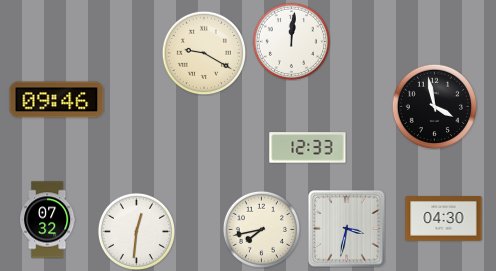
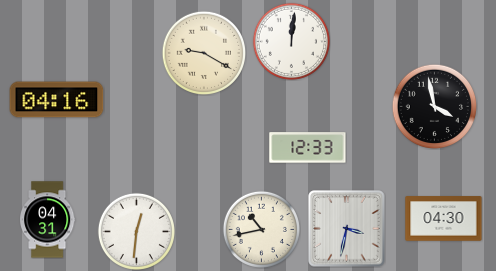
clock at (57, 100): 09:46 -> 04:16
clock at (48, 220): 07:32 -> 04:31
clock at (261, 229): 7:43 -> 10:43
